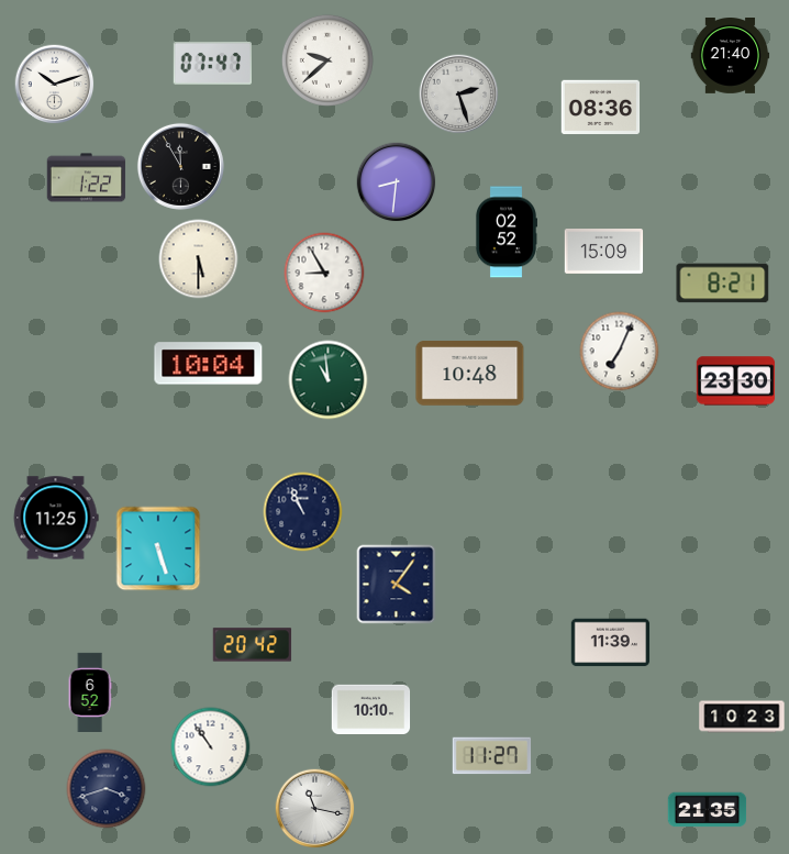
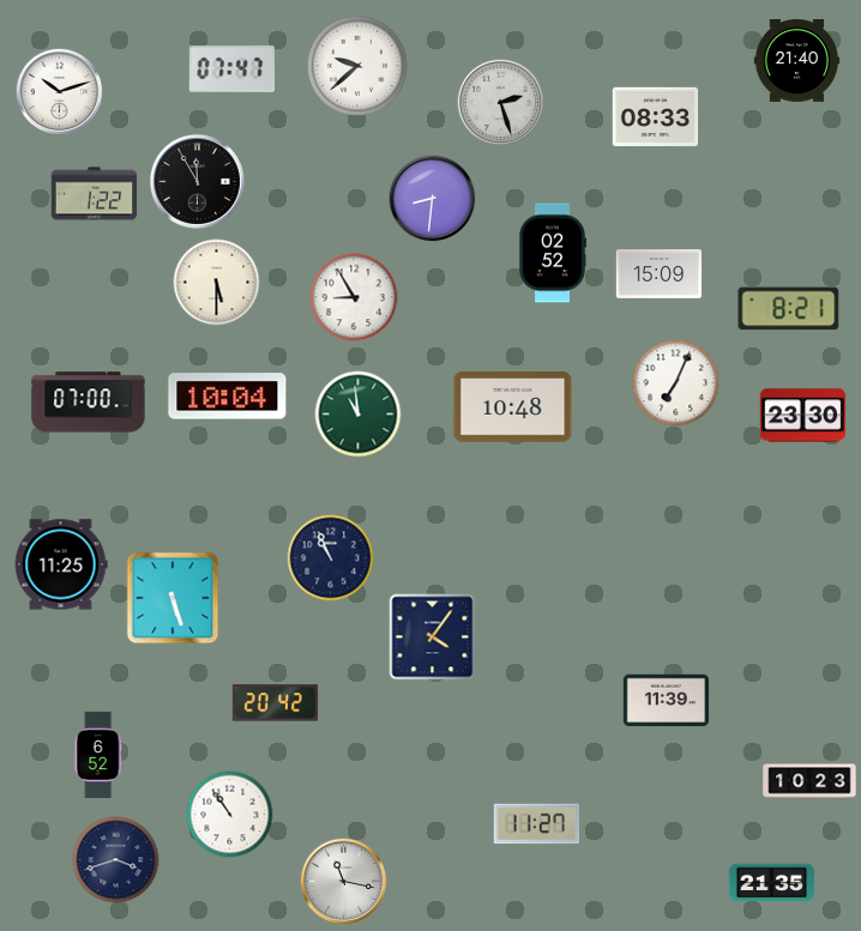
clock at (601, 108): 08:36 -> 08:33
clock at (89, 403): none -> 07:00
clock at (371, 710): 10:10 -> none
